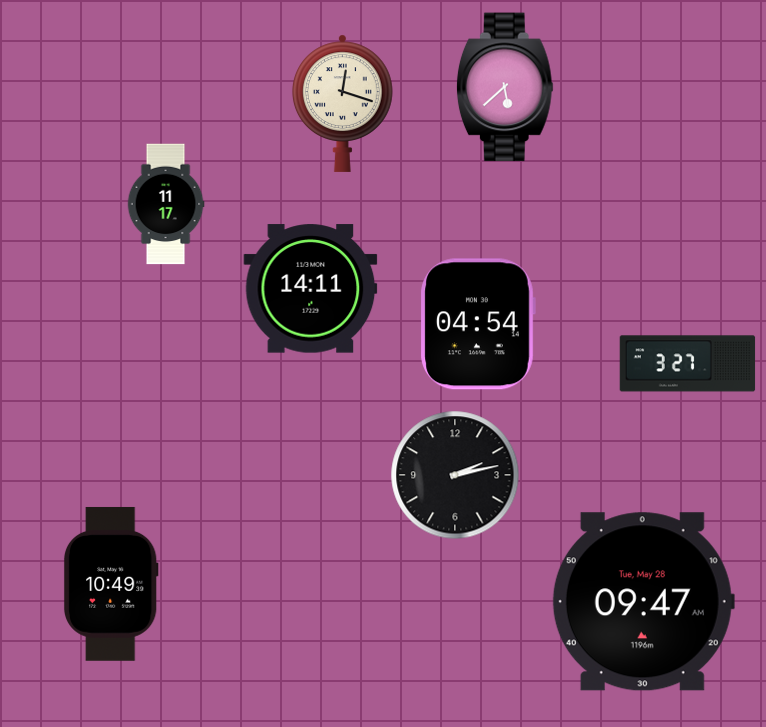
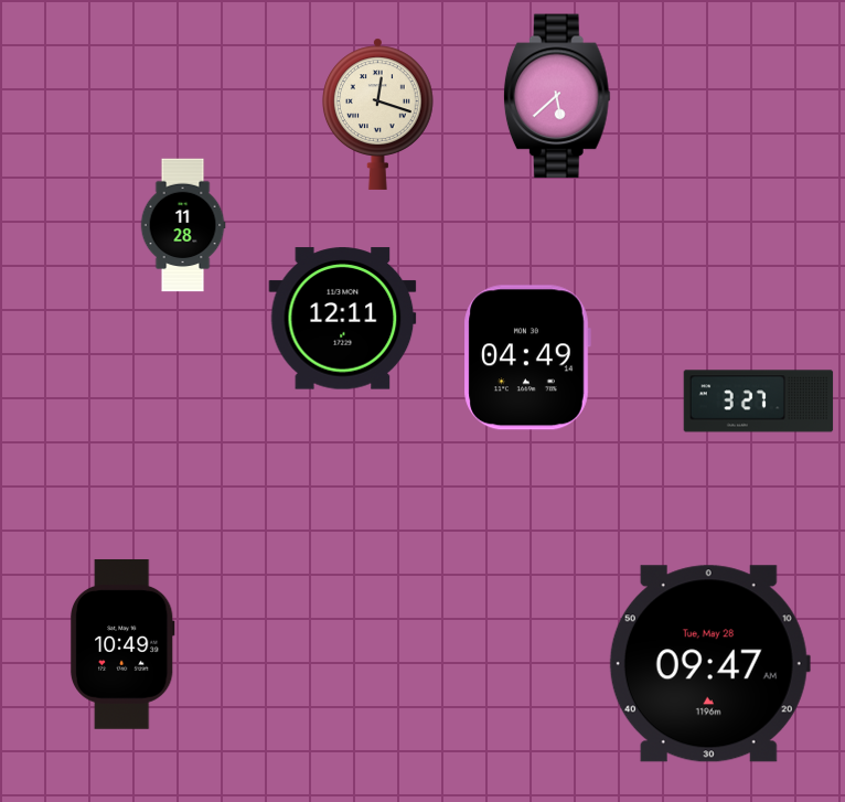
clock at (166, 204): 11:17 -> 11:28
clock at (311, 289): 14:11 -> 12:11
clock at (478, 324): 04:54 -> 04:49
clock at (455, 475): 2:13 -> none
